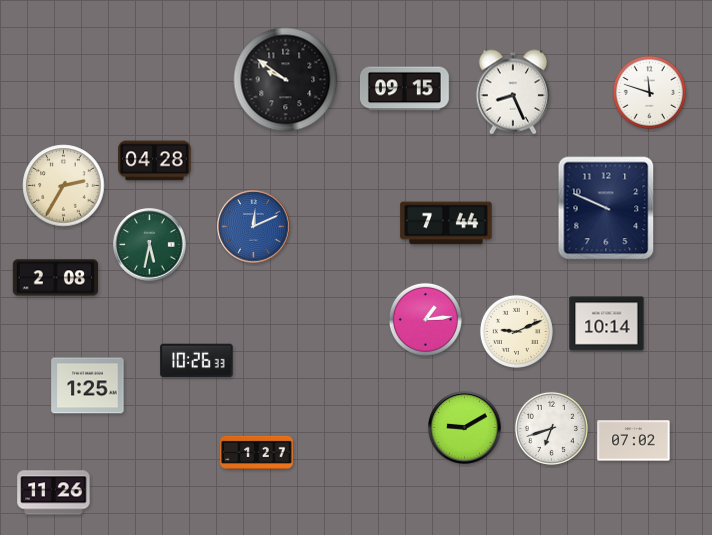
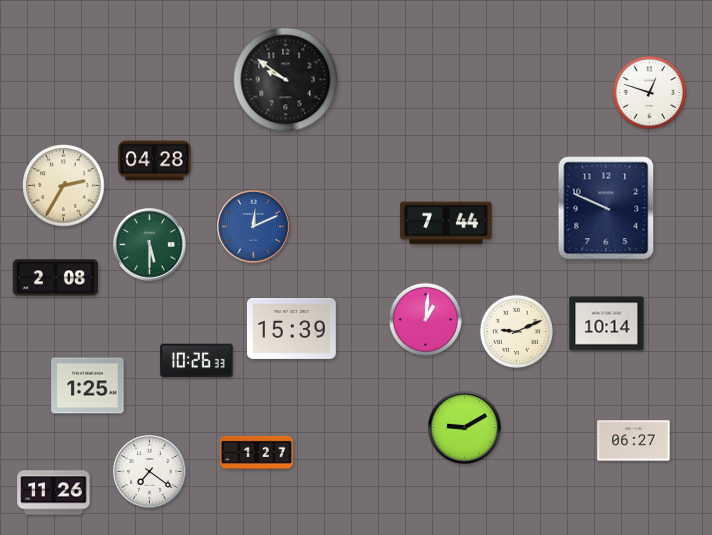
clock at (405, 89): 09:15 -> none
clock at (513, 92): 8:26 -> none
clock at (649, 92): 11:48 -> 12:48
clock at (150, 245): 5:32 -> 5:30
clock at (425, 319): 1:14 -> 1:01
clock at (292, 328): none -> 15:39
clock at (551, 428): 6:42 -> none
clock at (634, 441): 07:02 -> 06:27
clock at (150, 472): none -> 7:21
